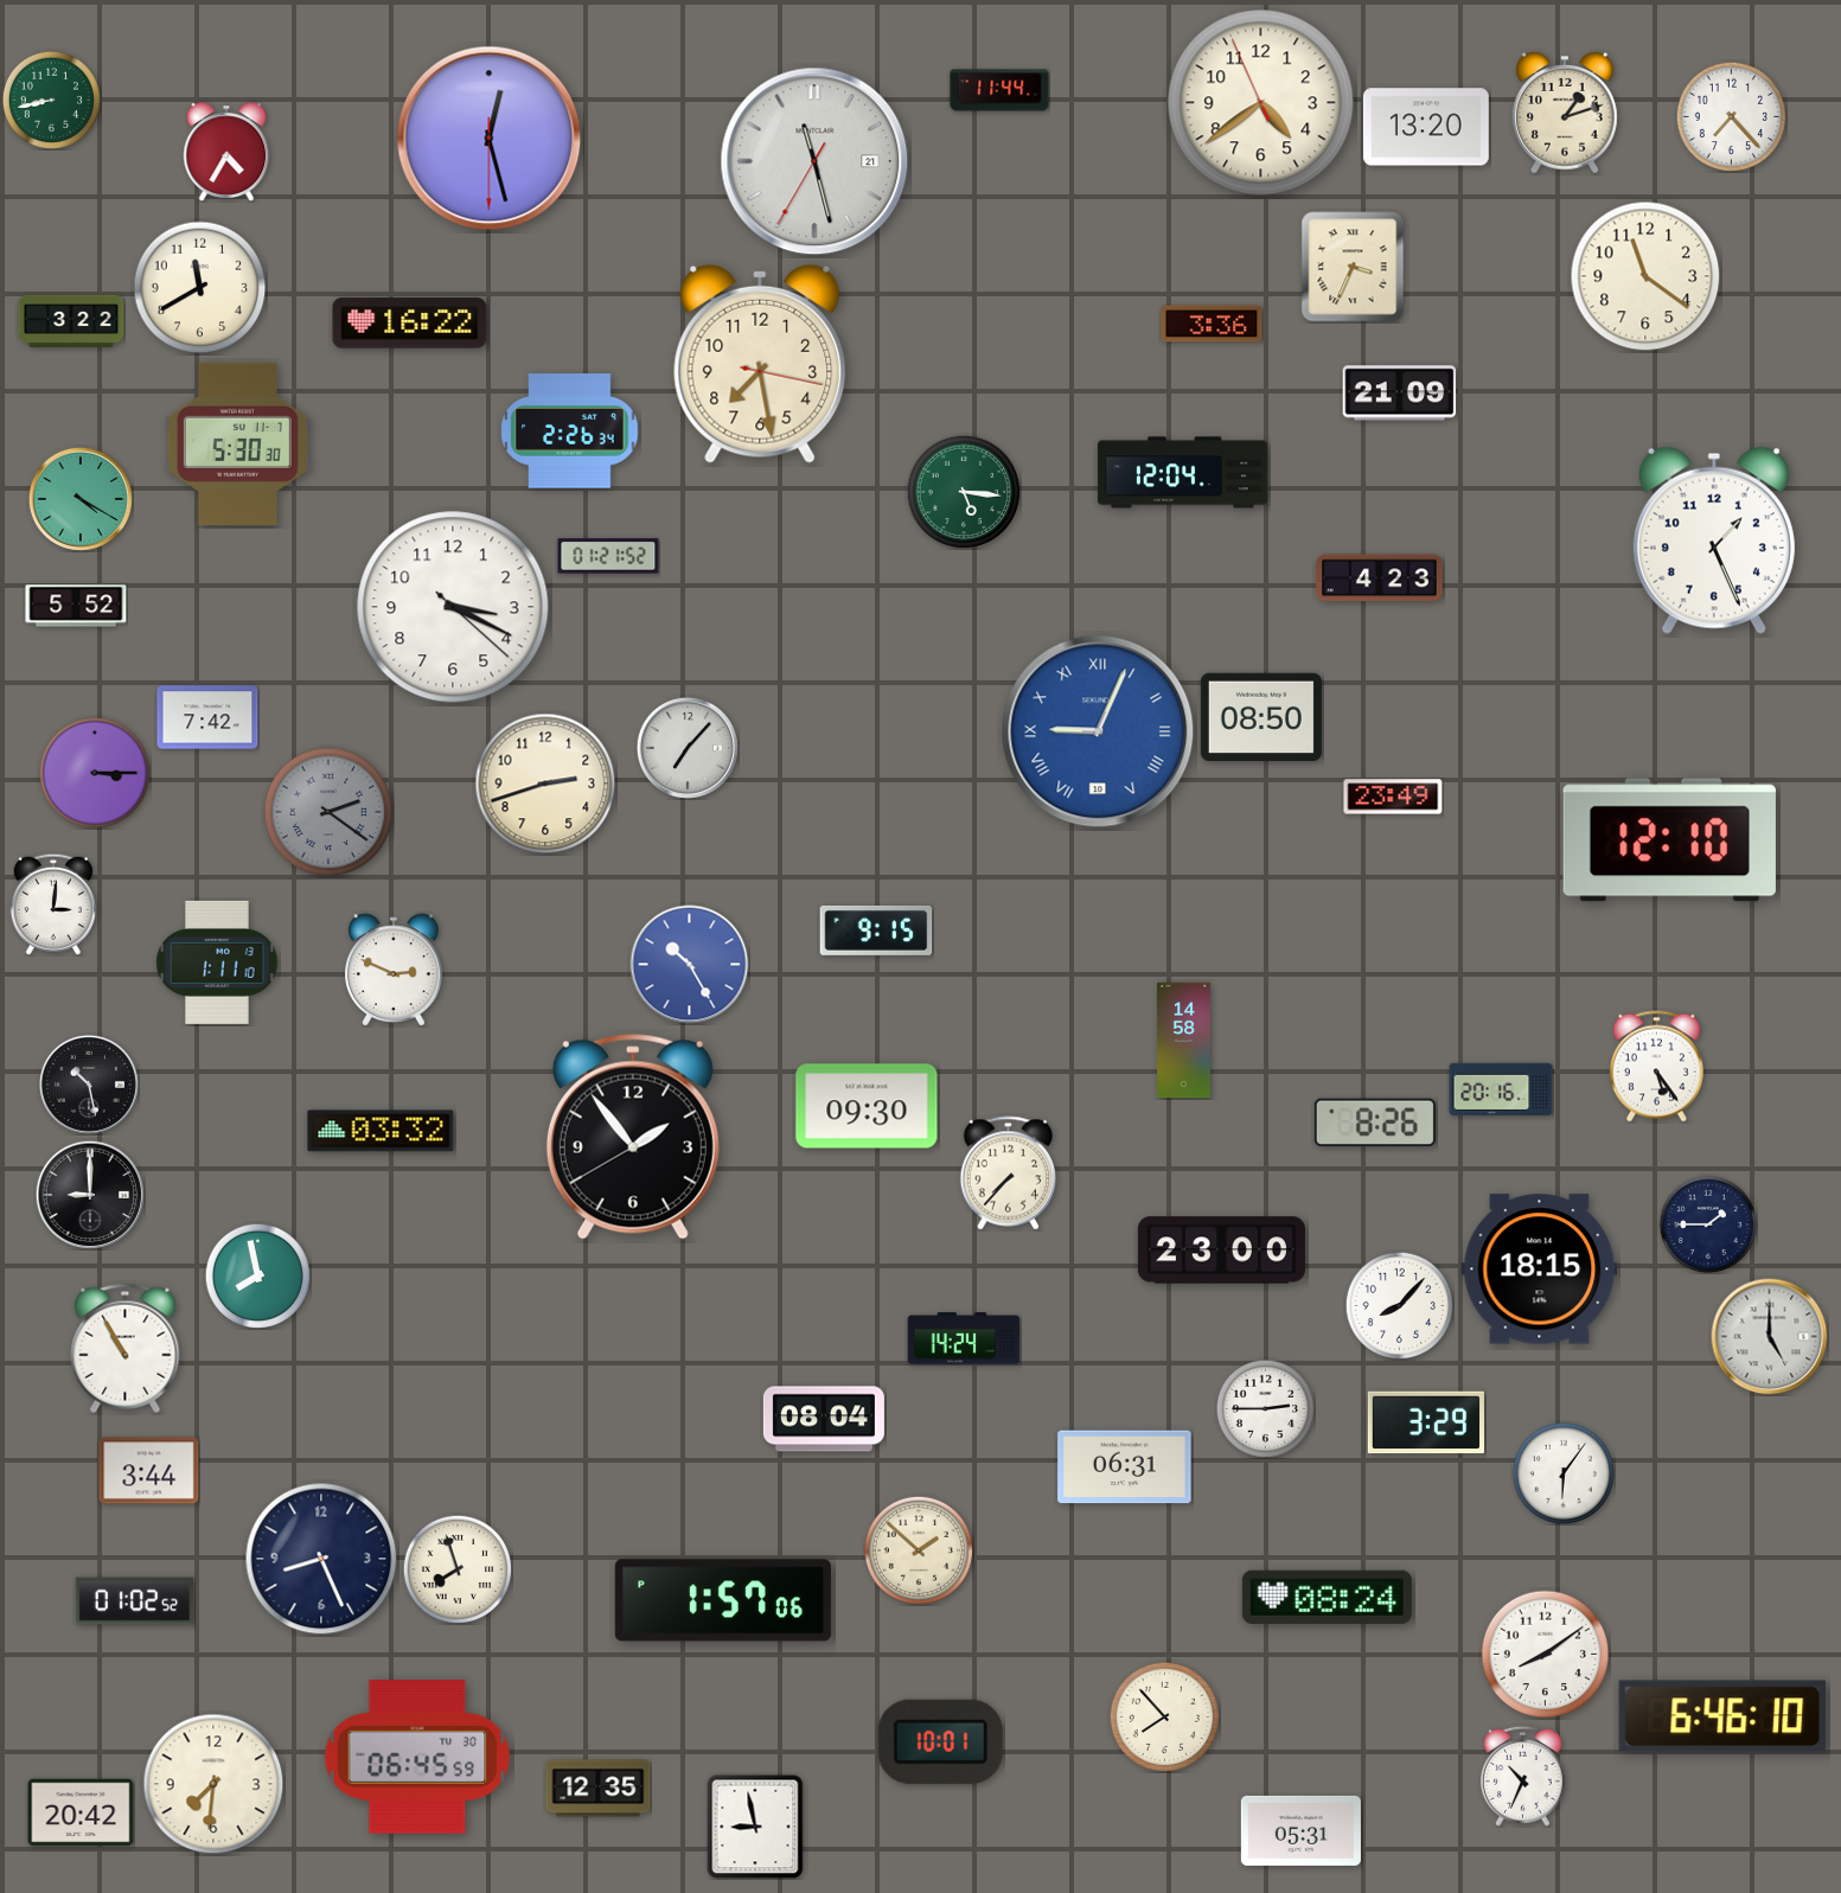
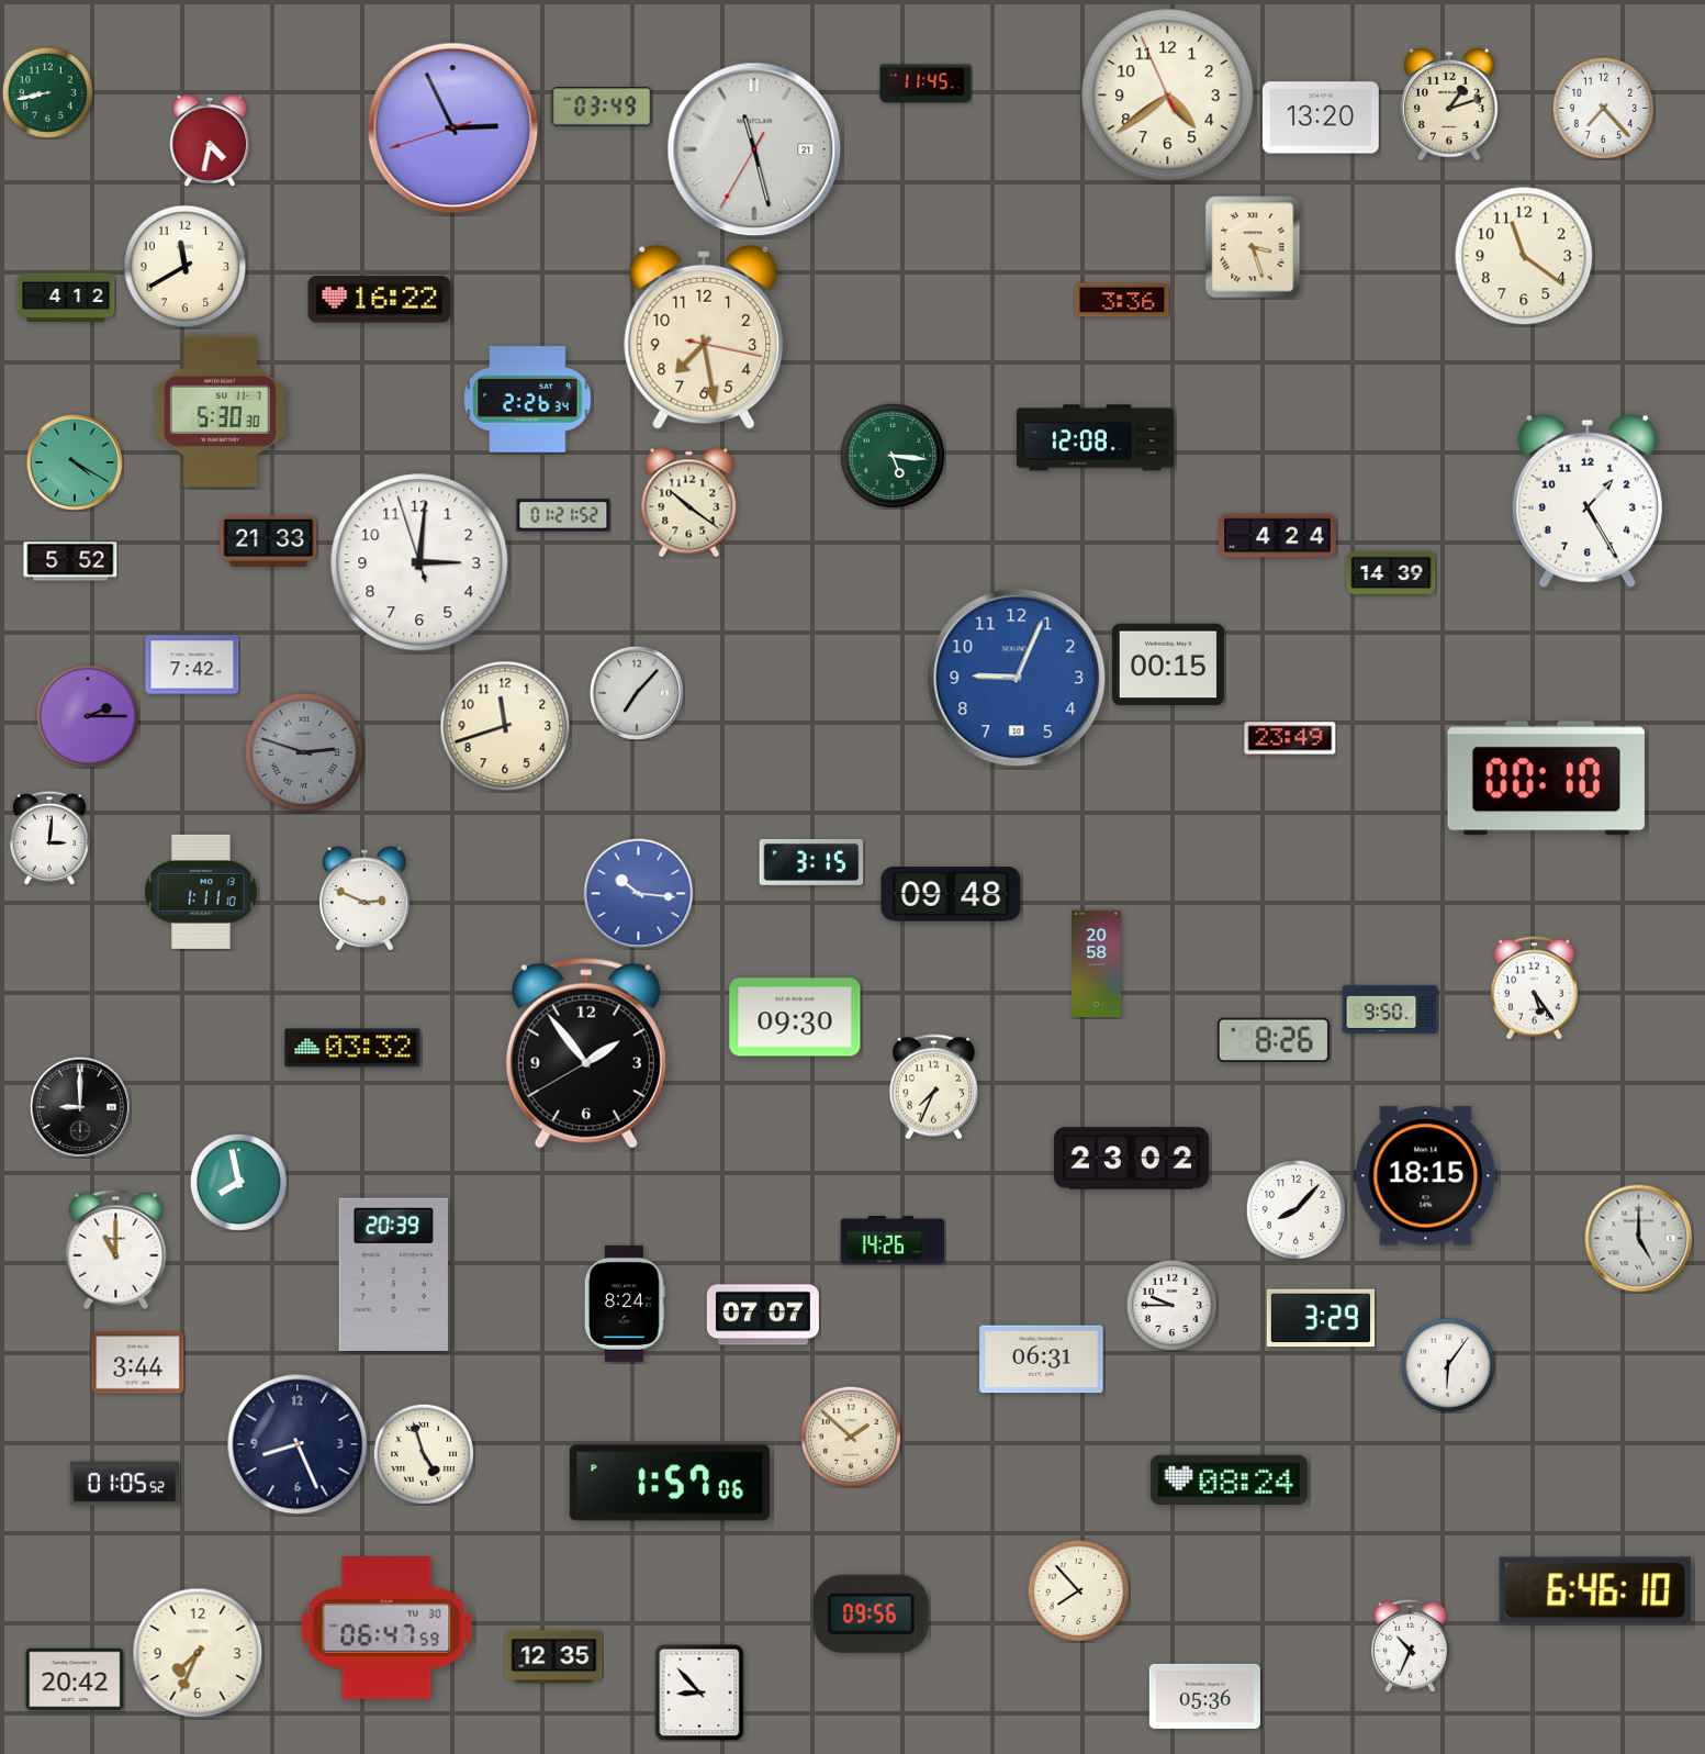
clock at (999, 90): 11:44 -> 11:45
clock at (602, 107): none -> 03:49
clock at (490, 139): 12:27 -> 2:55
clock at (226, 152): 4:35 -> 4:32
clock at (1353, 267): 3:34 -> 3:27
clock at (71, 321): 3:22 -> 4:12
clock at (1400, 394): 21:09 -> none
clock at (1182, 473): 12:04 -> 12:08
clock at (1714, 541): 1:26 -> 1:25
clock at (689, 503): none -> 10:21
clock at (1380, 578): 4:23 -> 4:24
clock at (269, 540): none -> 21:33
clock at (453, 607): 3:19 -> 3:00
clock at (1391, 573): none -> 14:39
clock at (1261, 717): 08:50 -> 00:15
clock at (1098, 731) numerals: Roman -> Arabic
clock at (95, 773): 3:15 -> 2:15
clock at (545, 784): 2:42 -> 11:42
clock at (328, 812): 2:21 -> 2:48
clock at (1669, 840): 12:10 -> 00:10
clock at (876, 930): 9:15 -> 3:15
clock at (690, 965): 10:25 -> 10:16
clock at (951, 894): none -> 09:48
clock at (1184, 1041): 14:58 -> 20:58
clock at (89, 1085): 10:28 -> none
clock at (1501, 1089): 20:16 -> 9:50
clock at (867, 1106) position: (867, 1106) -> (795, 1017)
clock at (1009, 1173): 7:37 -> 7:34
clock at (90, 1195) position: (90, 1195) -> (80, 1107)
clock at (1708, 1224): 1:45 -> none
clock at (1221, 1251): 23:00 -> 23:02
clock at (964, 1338): 14:24 -> 14:26
clock at (126, 1348): 10:55 -> 11:00
clock at (393, 1274): none -> 20:39
clock at (625, 1304): none -> 8:24
clock at (1265, 1408): 2:45 -> 9:45
clock at (824, 1419): 08:04 -> 07:07
clock at (456, 1568): 7:57 -> 4:57
clock at (134, 1601): 01:02 -> 01:05
clock at (1546, 1655): 8:09 -> none
clock at (940, 1741): 10:01 -> 09:56
clock at (417, 1758): 06:45 -> 06:47
clock at (213, 1784): 7:31 -> 7:34
clock at (755, 1827): 8:58 -> 8:53
clock at (1300, 1830): 05:31 -> 05:36
